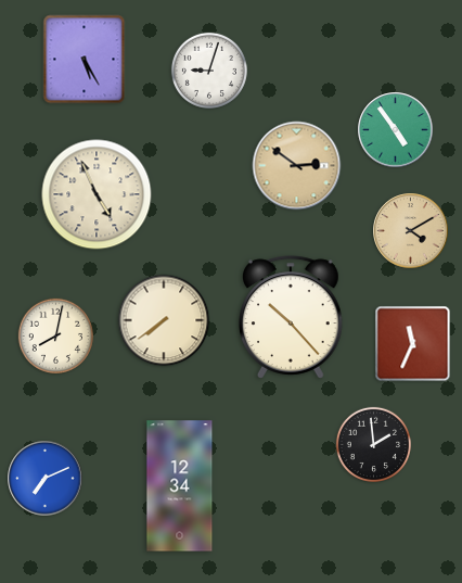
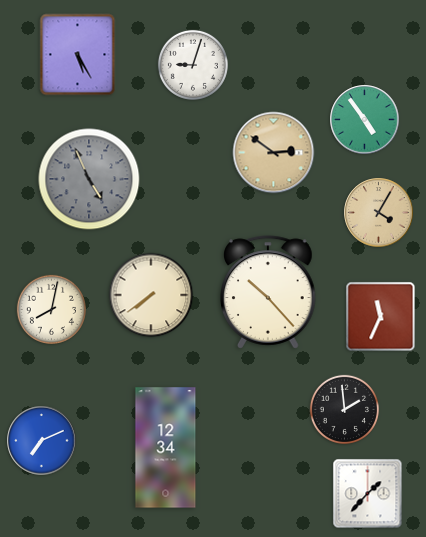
clock at (97, 194) dial: cream -> grey
clock at (411, 231): 4:10 -> 4:05
clock at (368, 494): none -> 1:37
